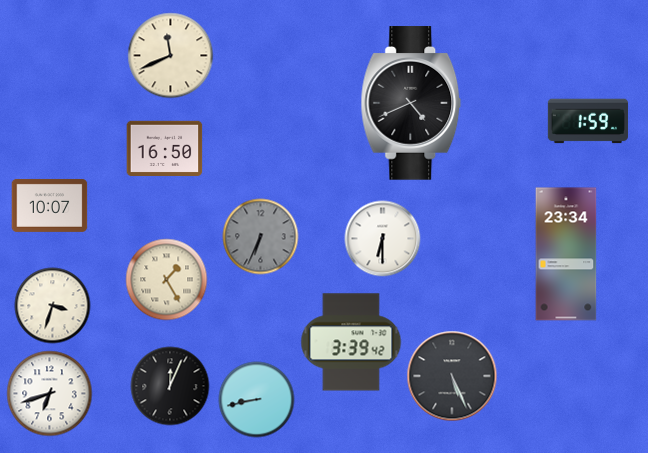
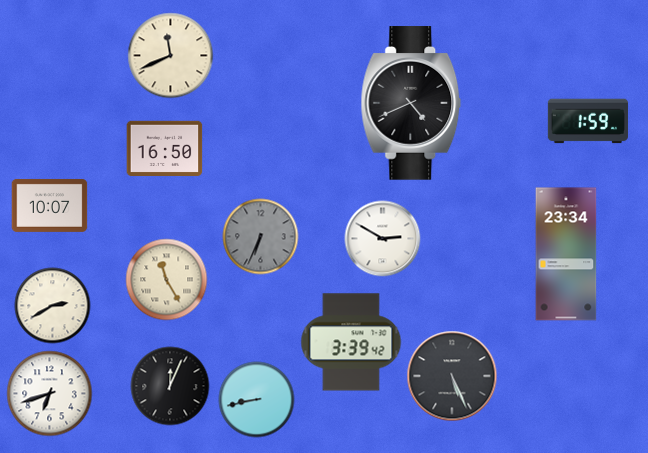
clock at (383, 239): 6:30 -> 2:50
clock at (167, 280): 1:25 -> 11:25
clock at (53, 306): 3:33 -> 2:40
